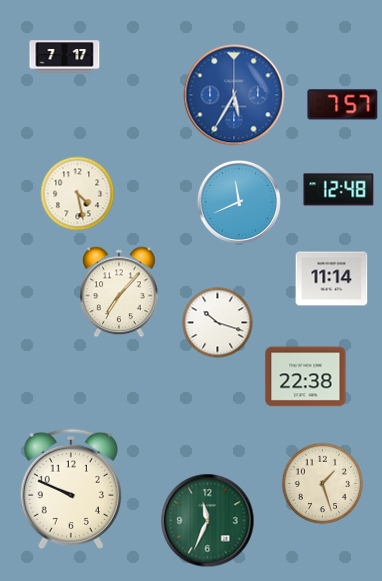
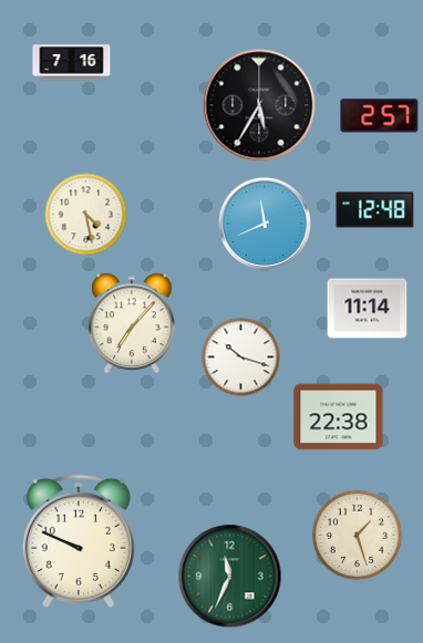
clock at (65, 57): 7:17 -> 7:16
clock at (234, 95) dial: blue -> black
clock at (343, 105): 7:57 -> 2:57
